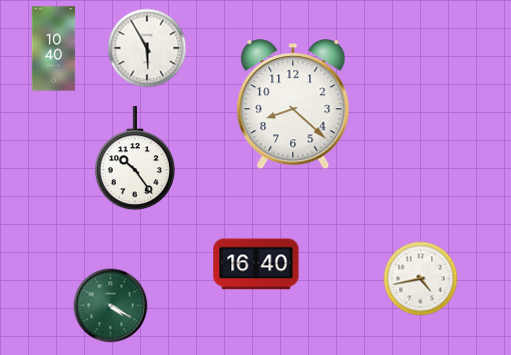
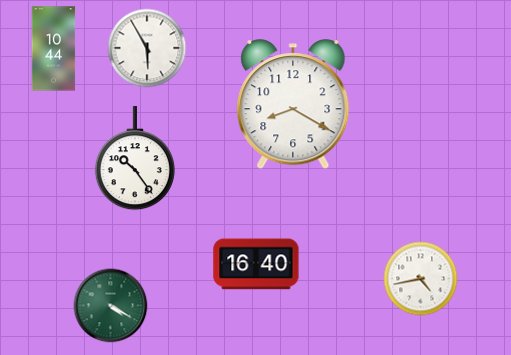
clock at (54, 49): 10:40 -> 10:44
clock at (293, 105): 8:22 -> 8:20
